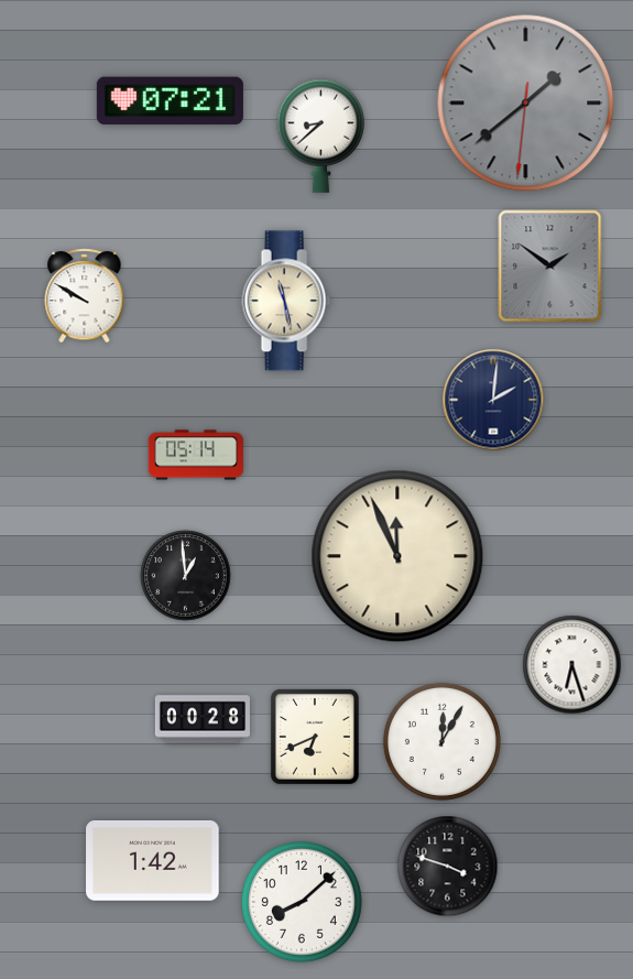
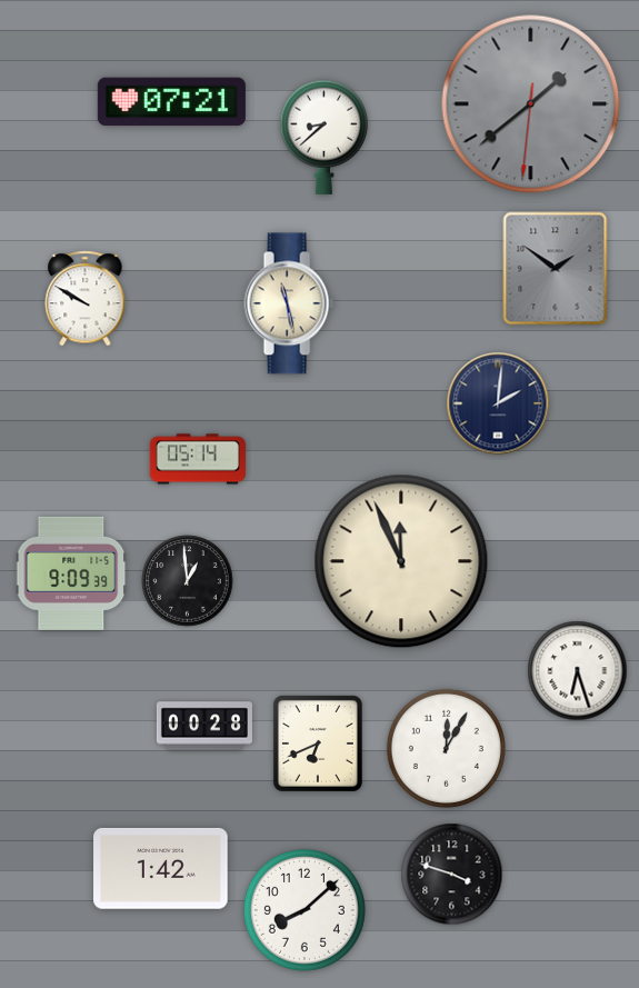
clock at (71, 573): none -> 9:09
clock at (153, 860) position: (153, 860) -> (161, 868)
